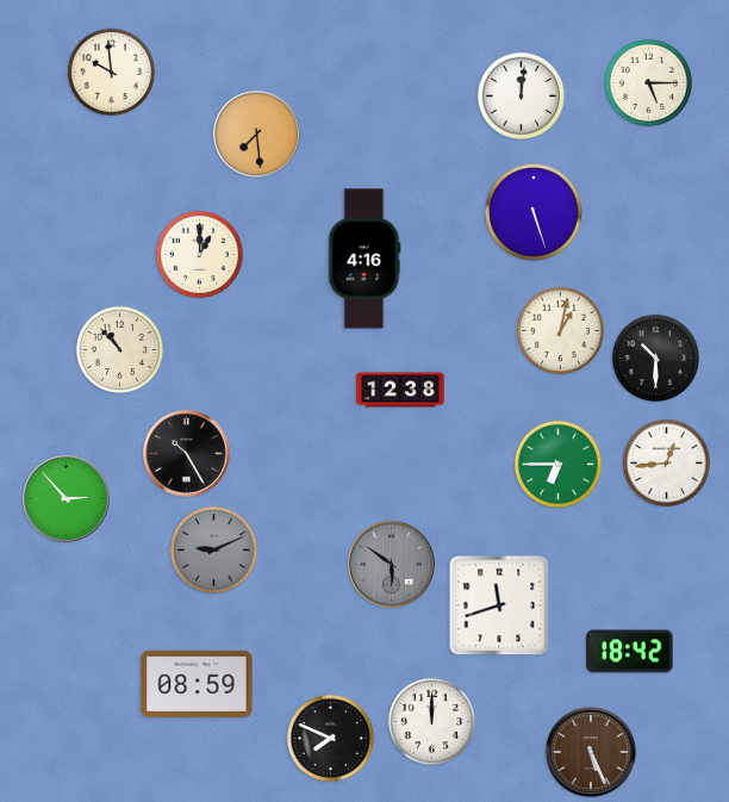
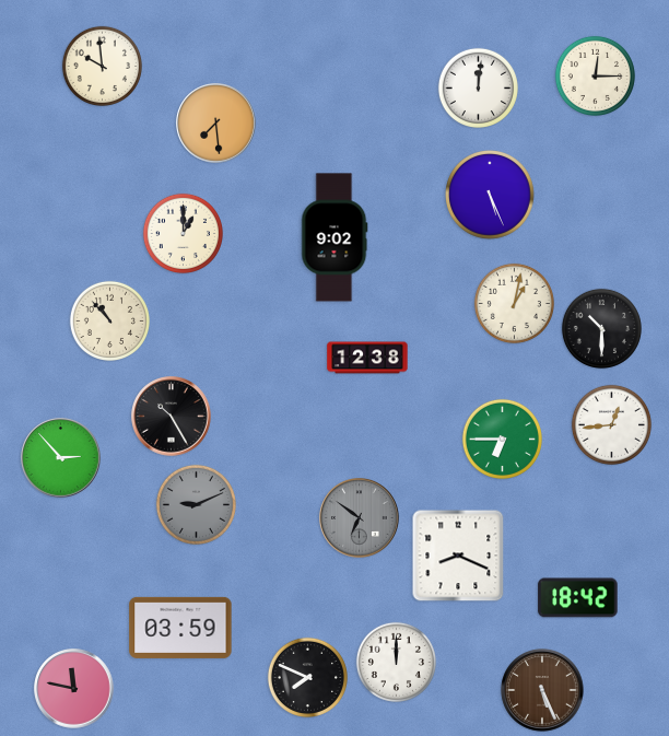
clock at (648, 82): 5:15 -> 12:15
clock at (257, 135) position: (257, 135) -> (216, 124)
clock at (534, 212): 5:27 -> 5:26
clock at (364, 259): 4:16 -> 9:02
clock at (557, 464) position: (557, 464) -> (502, 439)
clock at (392, 565): 5:51 -> 6:51
clock at (499, 605): 11:42 -> 8:19
clock at (197, 684): 08:59 -> 03:59
clock at (330, 738) position: (330, 738) -> (307, 677)
clock at (74, 689): none -> 11:47
